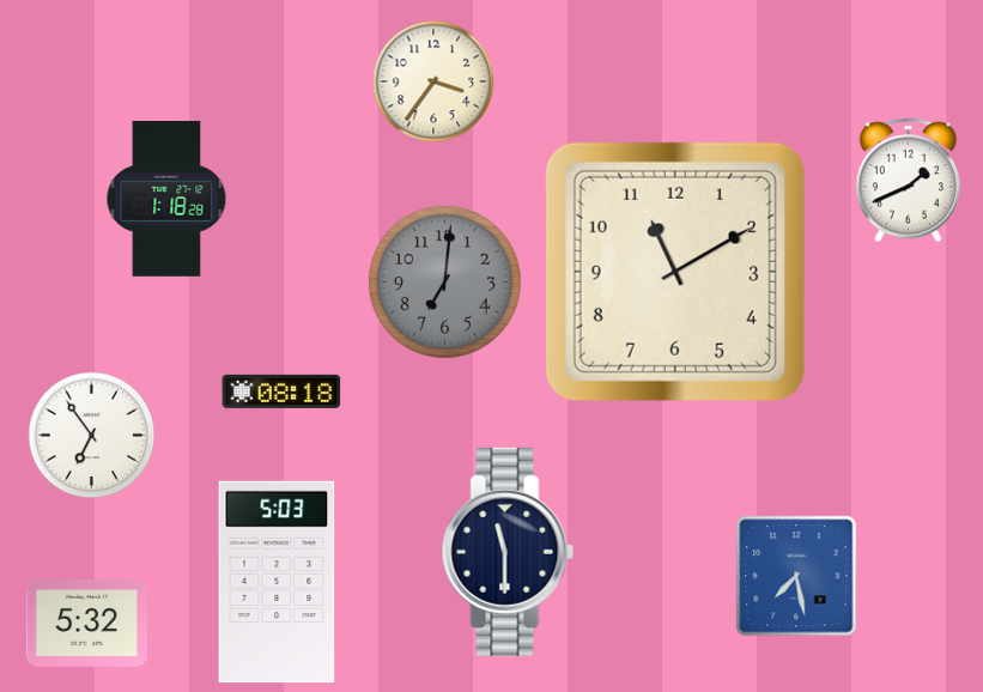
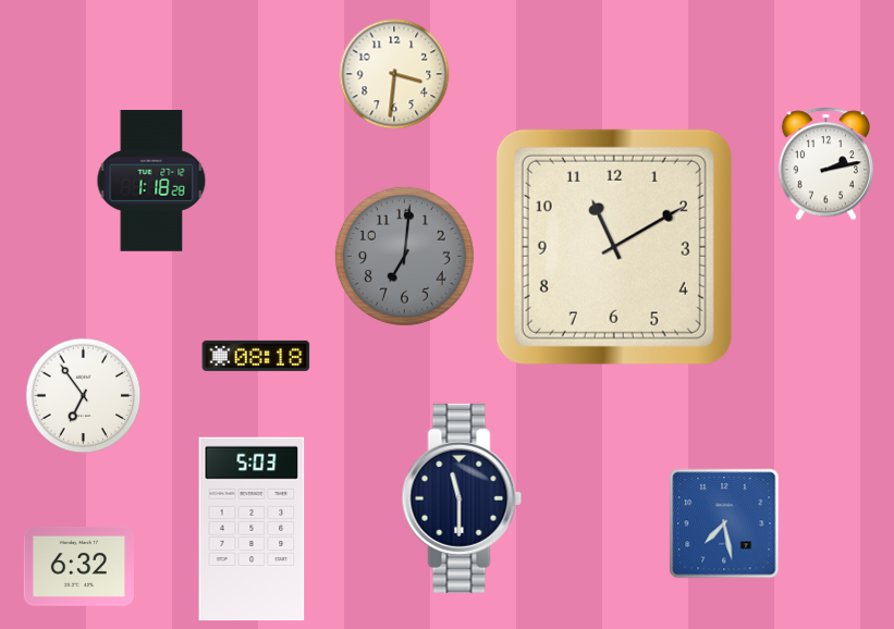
clock at (433, 81): 3:36 -> 3:31
clock at (908, 181): 1:41 -> 2:13
clock at (508, 552) position: (508, 552) -> (462, 498)
clock at (86, 624): 5:32 -> 6:32
